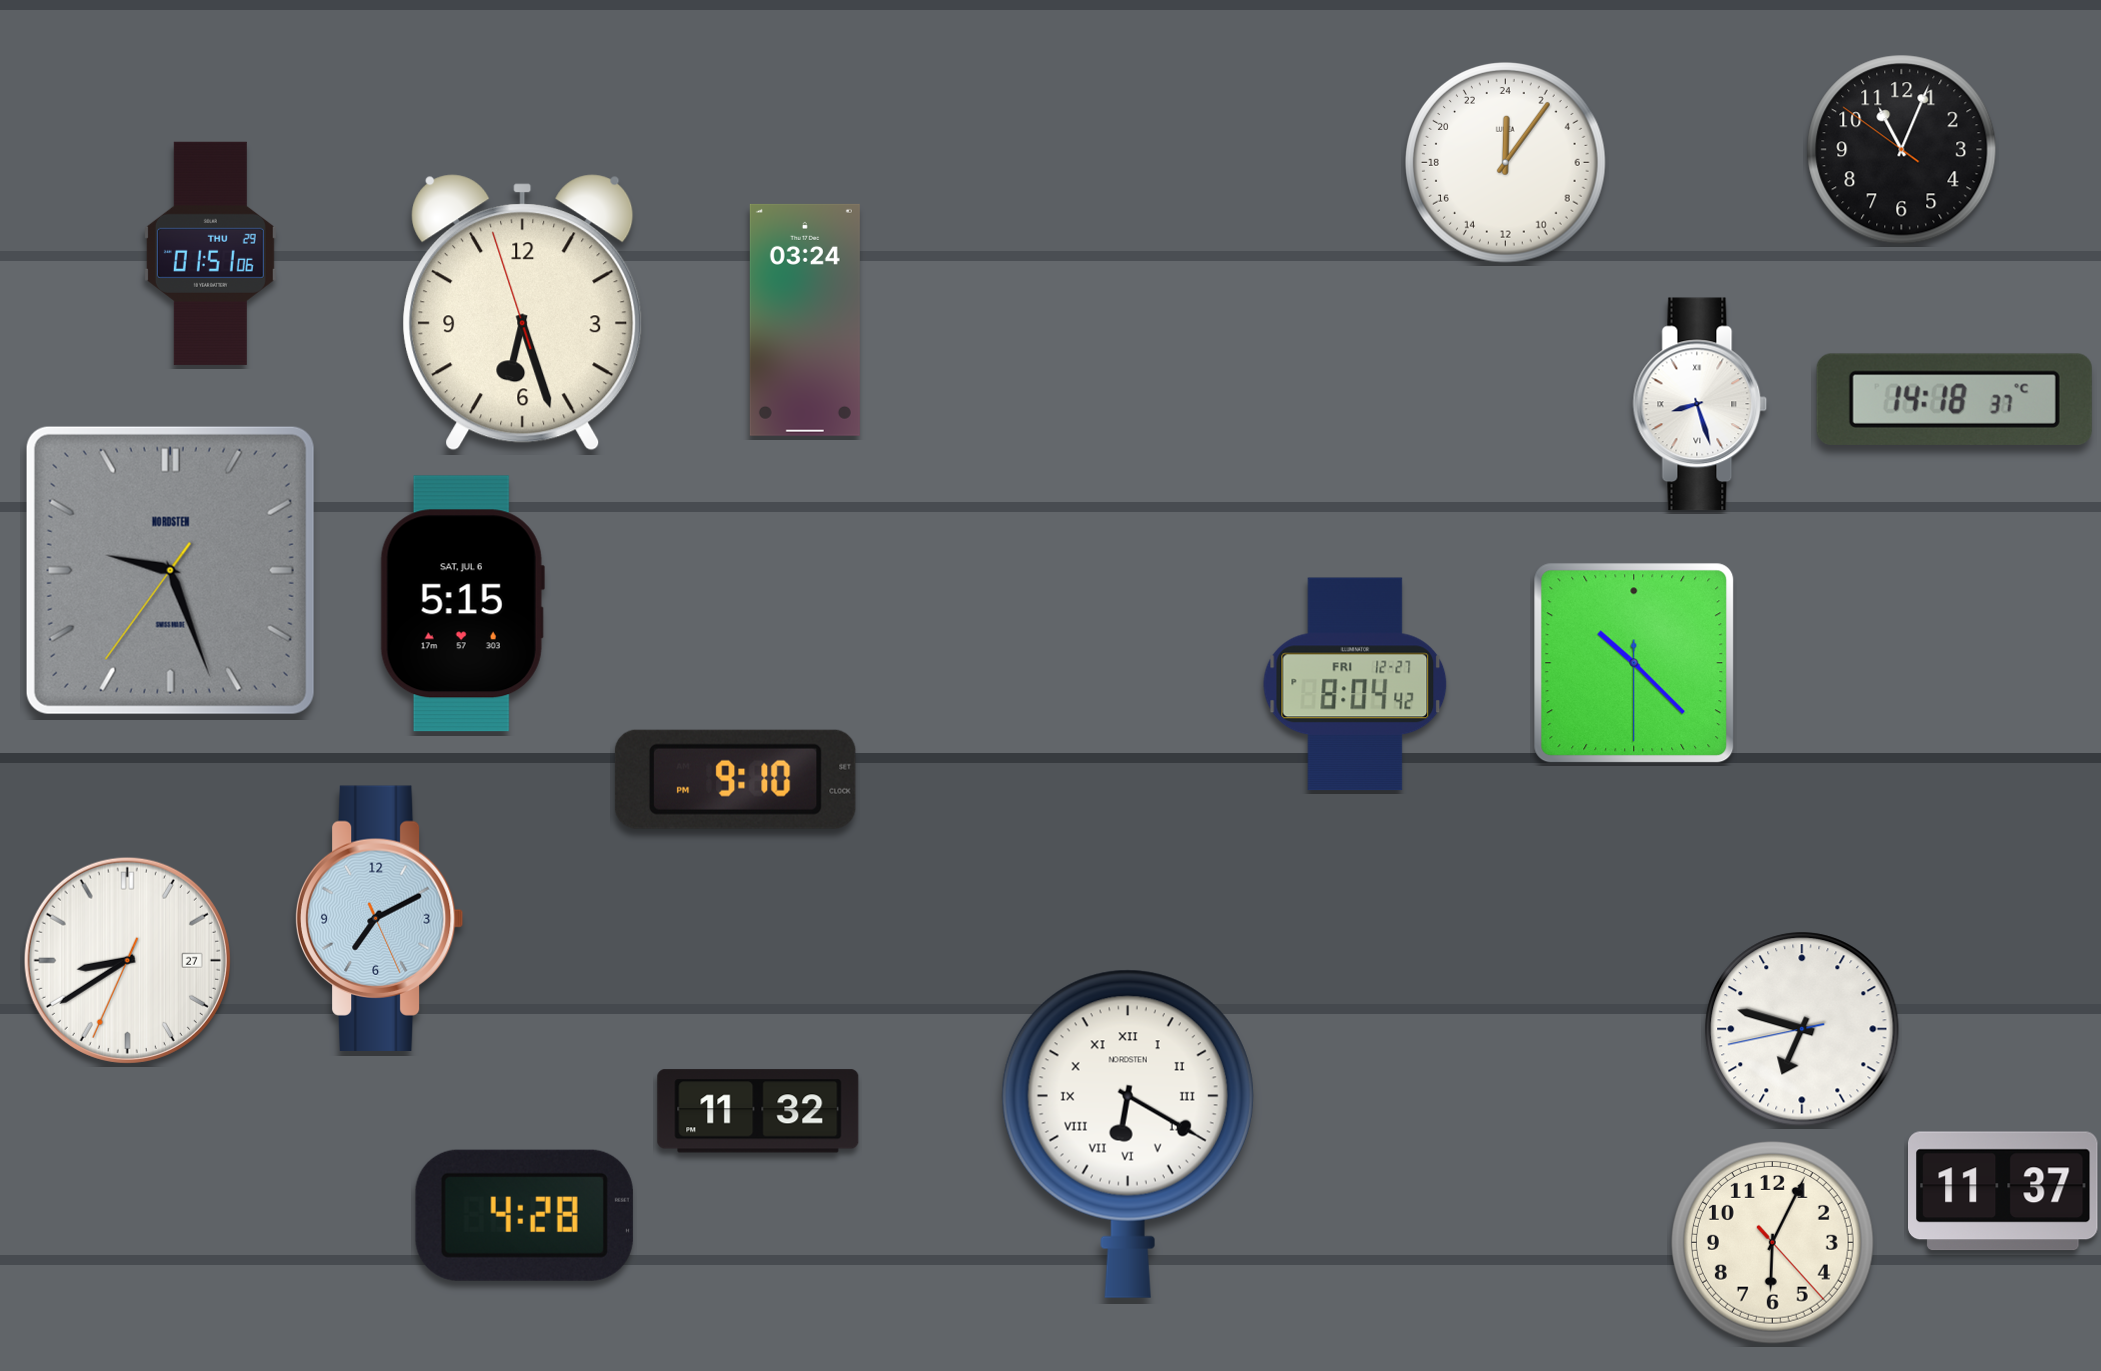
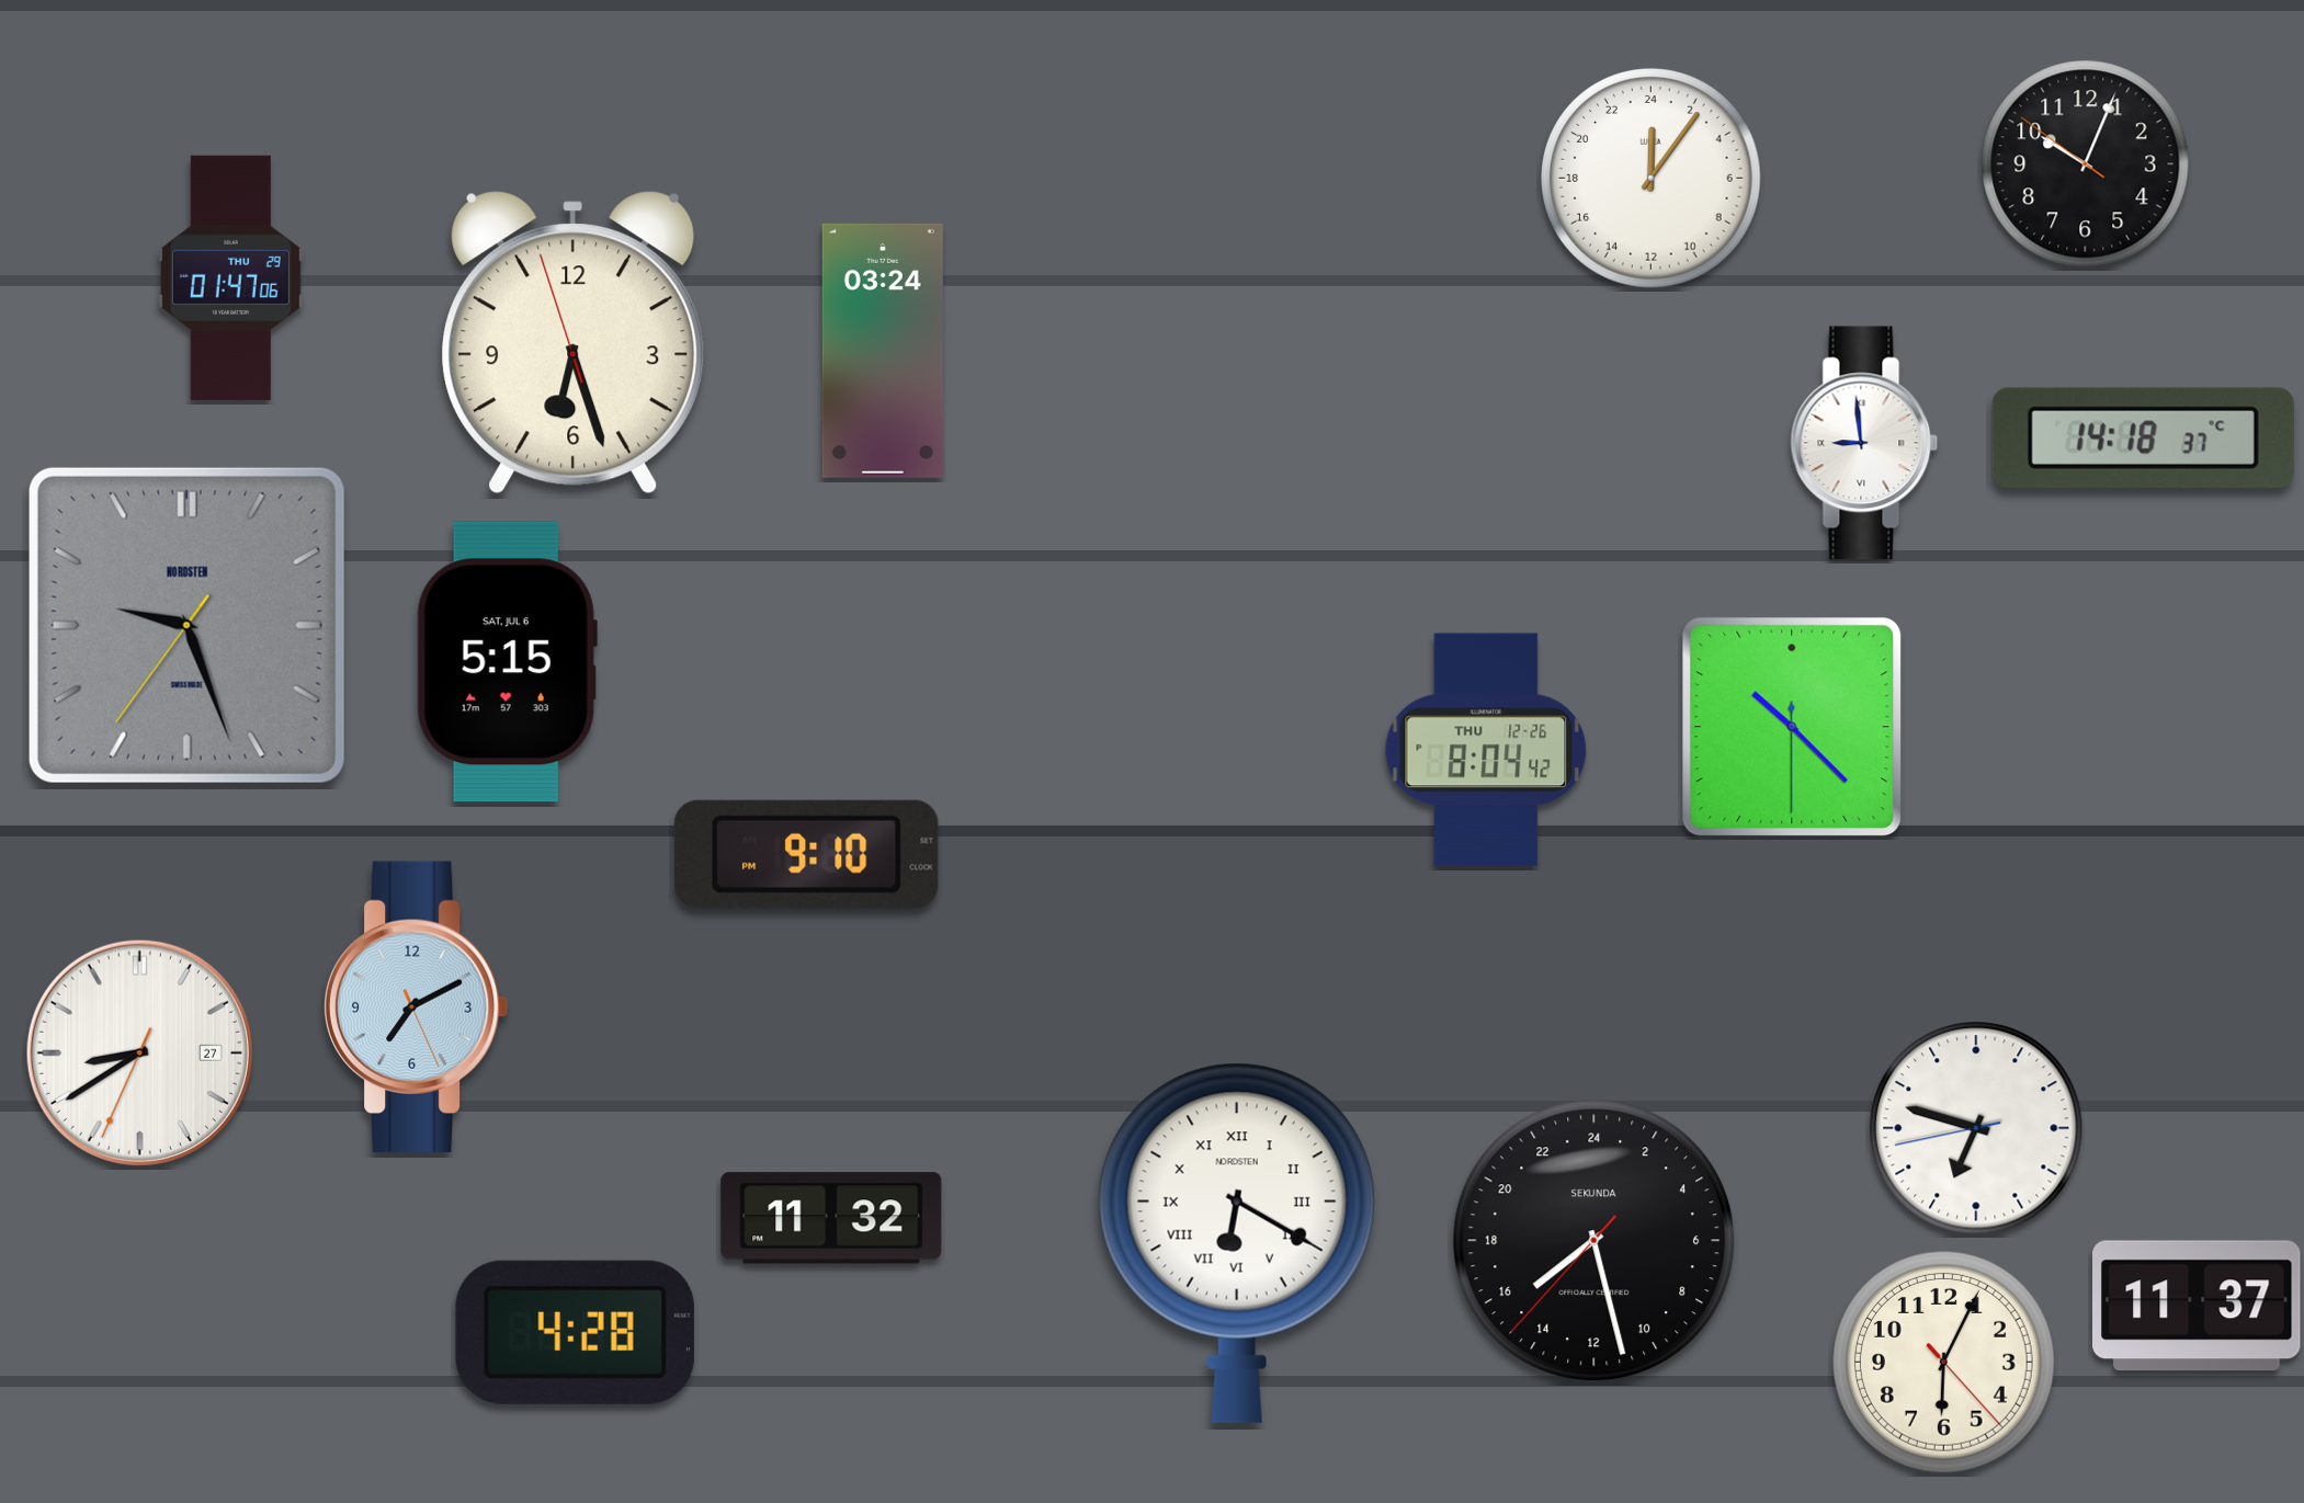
clock at (1902, 150): 11:03 -> 10:03
clock at (210, 253): 01:51 -> 01:47
clock at (1700, 404): 8:27 -> 8:59
clock at (1355, 684) date: FRI 12-27 -> THU 12-26
clock at (1594, 1241): none -> 15:27
